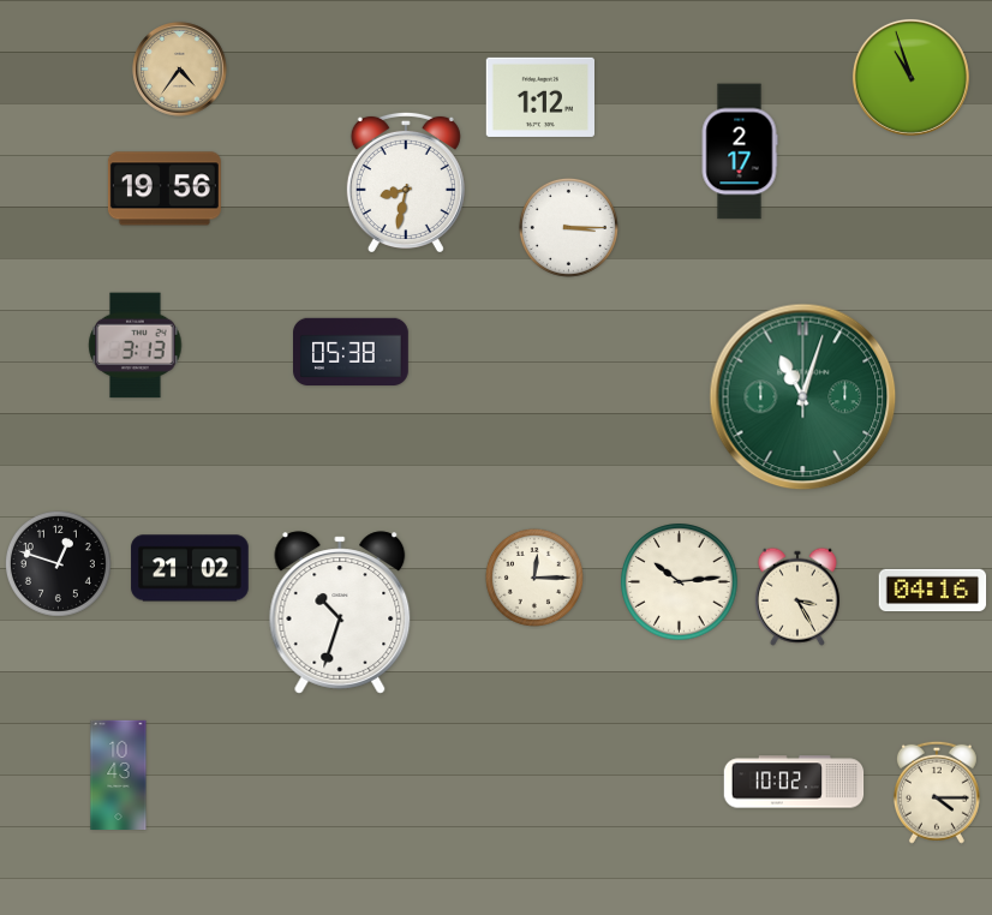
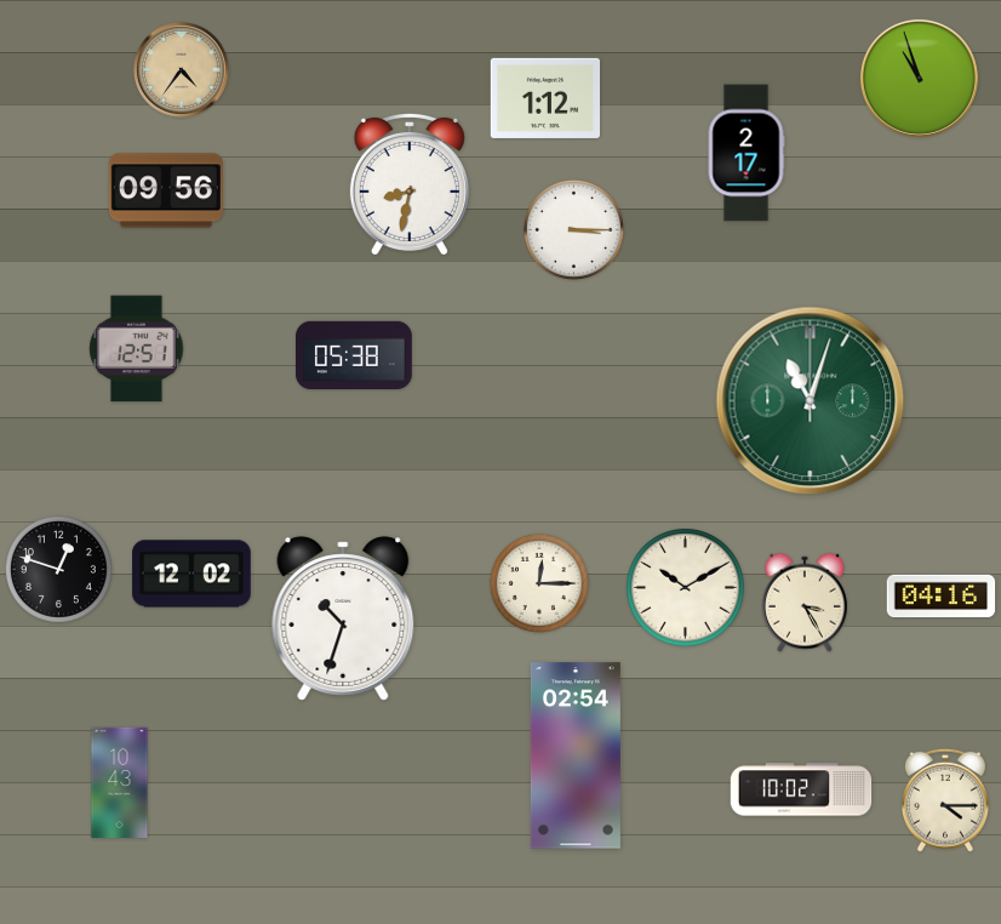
clock at (165, 189): 19:56 -> 09:56
clock at (136, 346): 3:13 -> 12:51
clock at (190, 568): 21:02 -> 12:02
clock at (680, 582): 10:14 -> 10:10
clock at (576, 755): none -> 02:54
